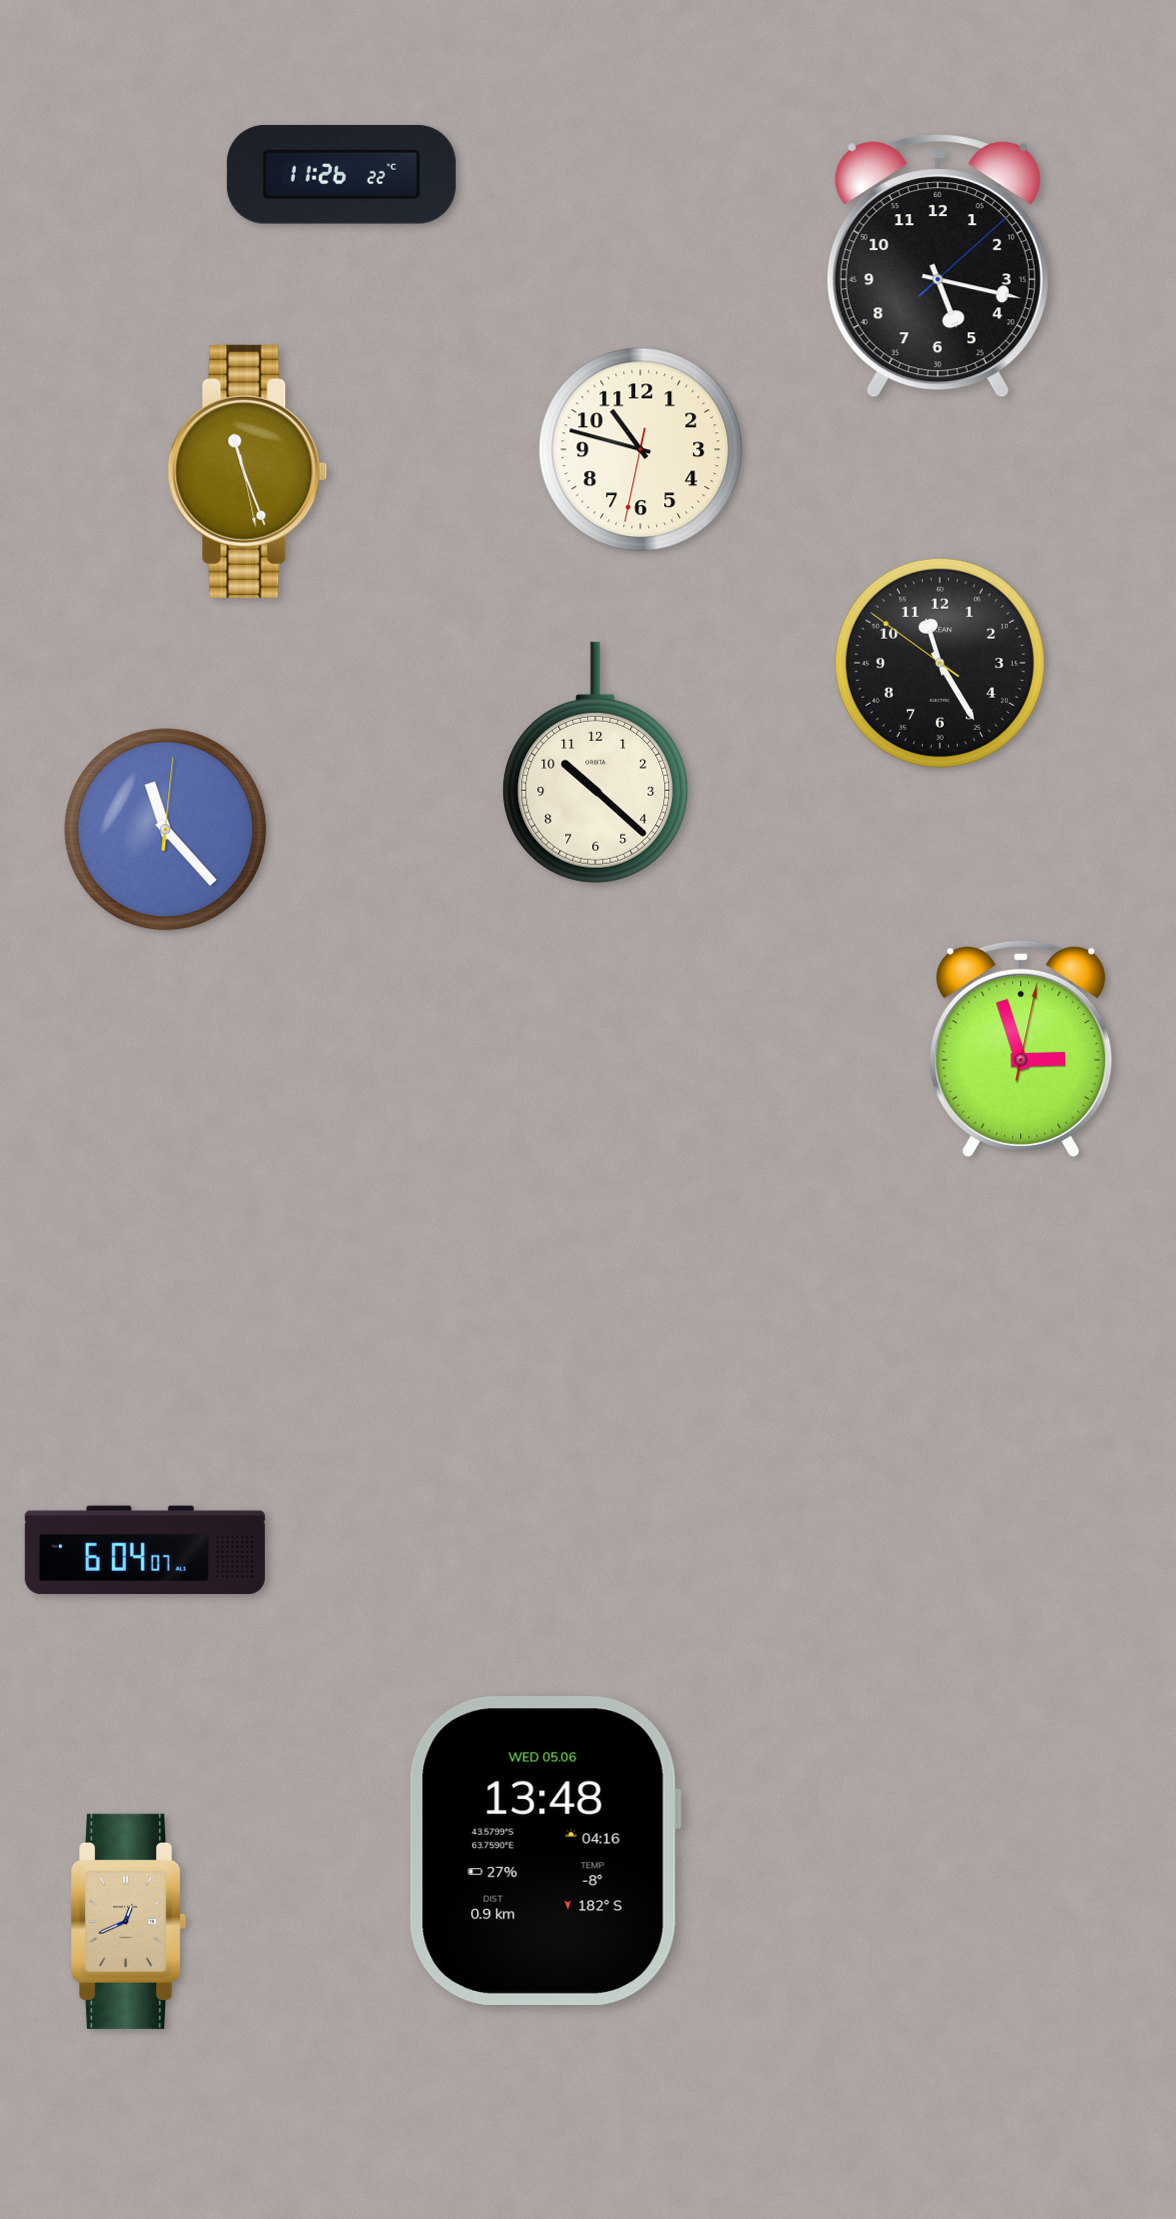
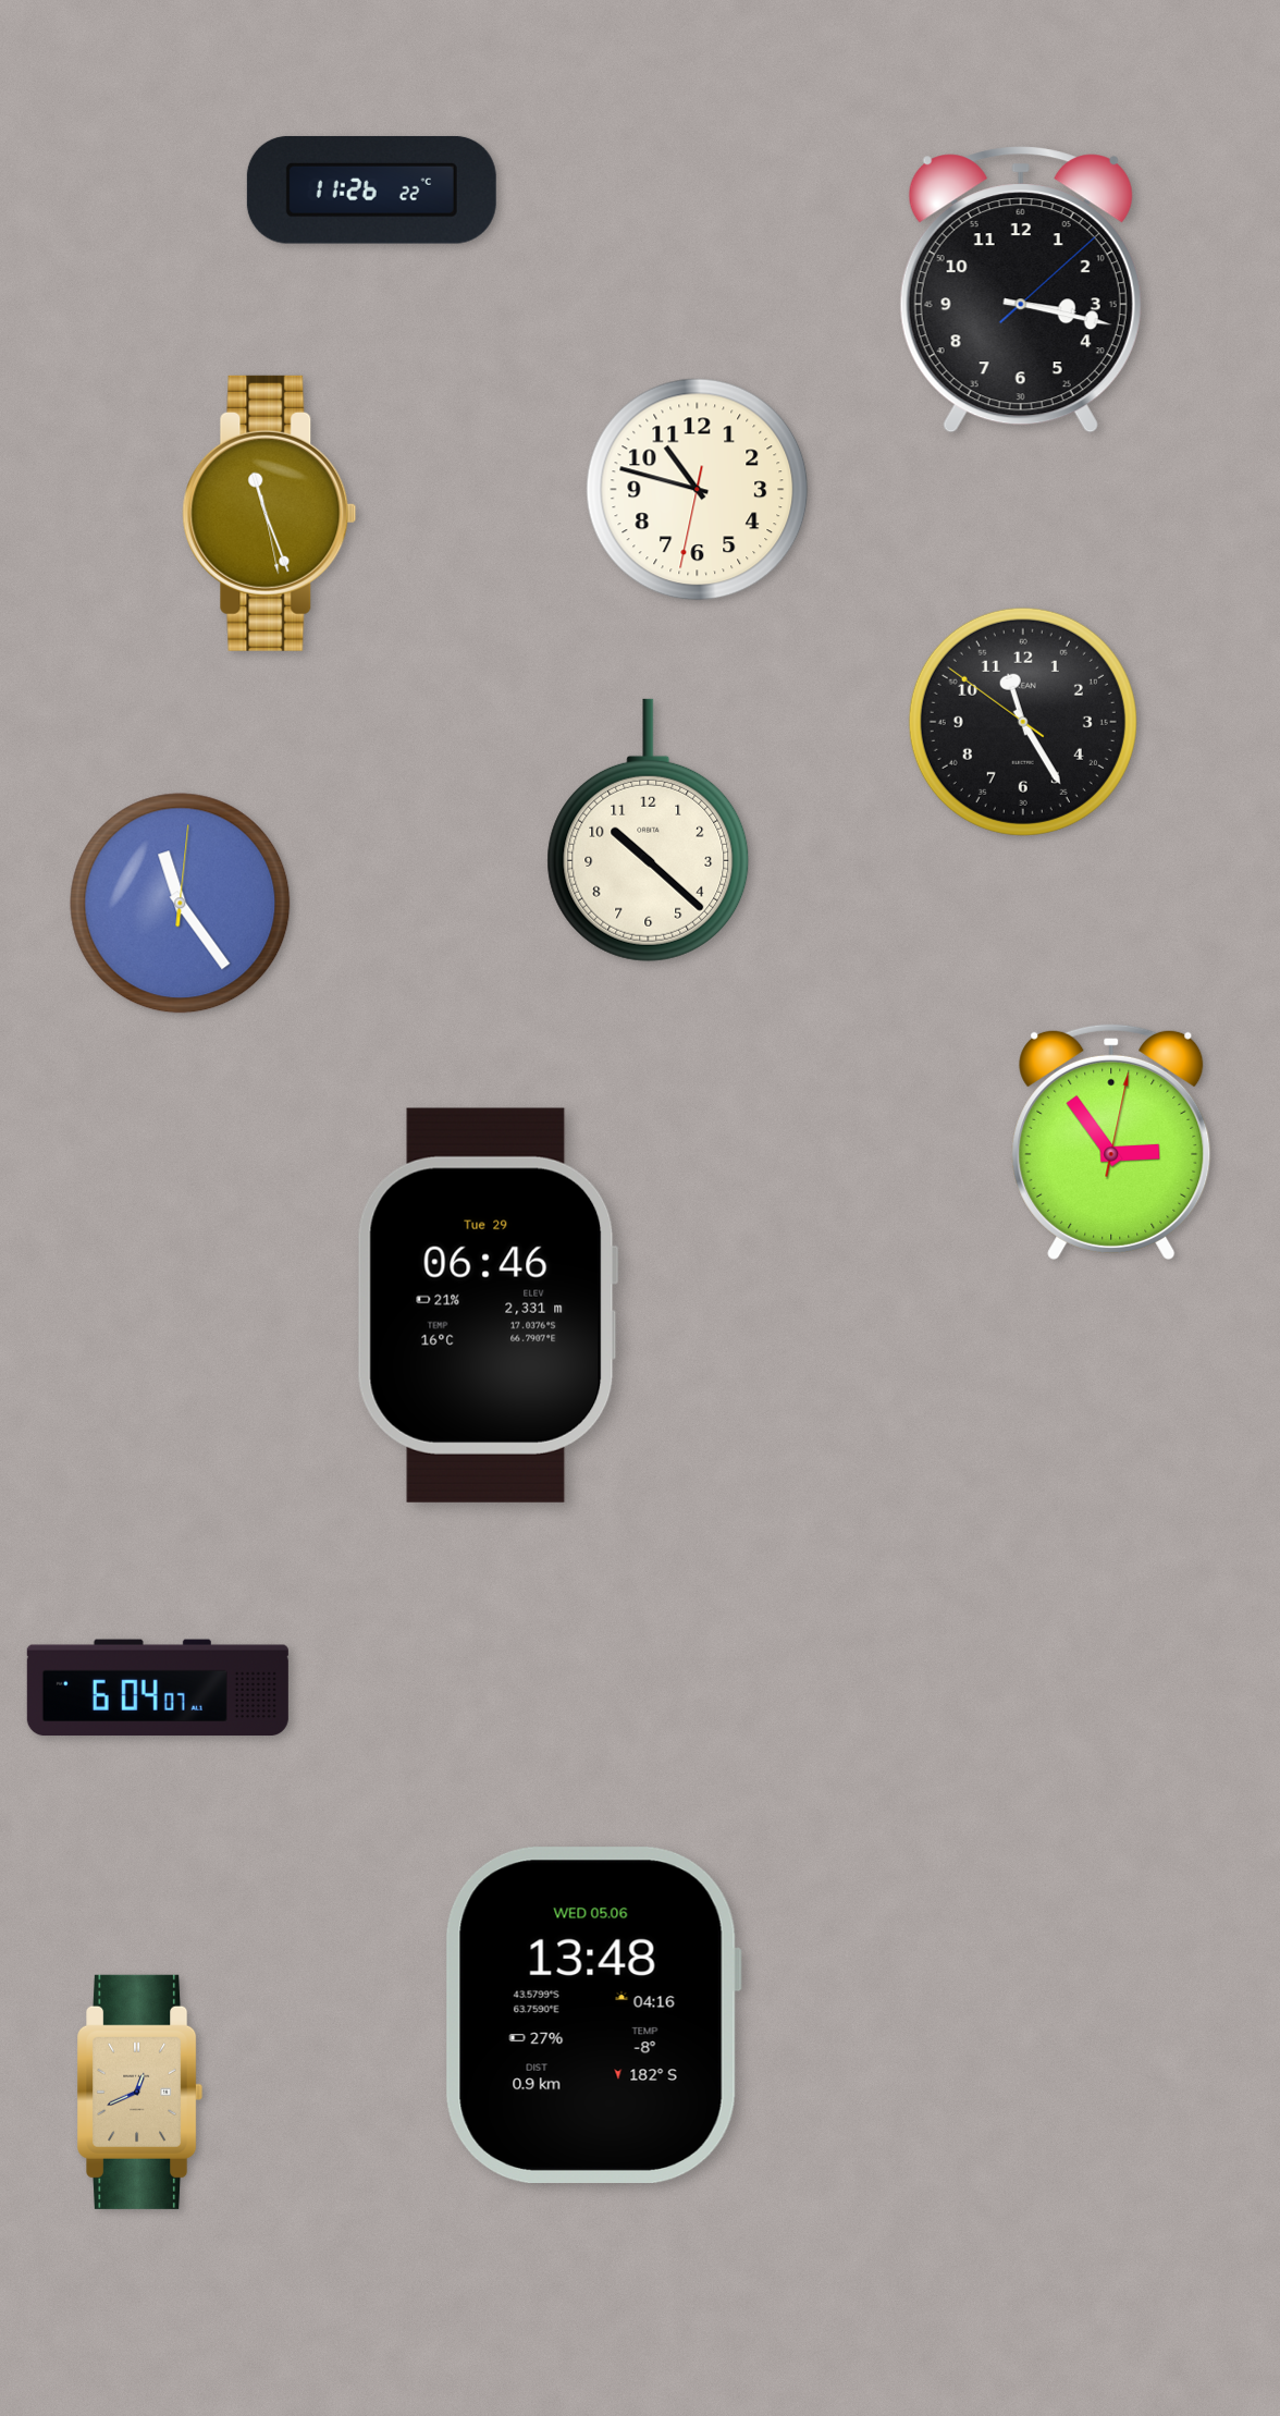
clock at (938, 266): 5:17 -> 3:17
clock at (166, 830): 11:23 -> 11:24
clock at (1021, 1048): 2:57 -> 2:54
clock at (488, 1305): none -> 06:46
